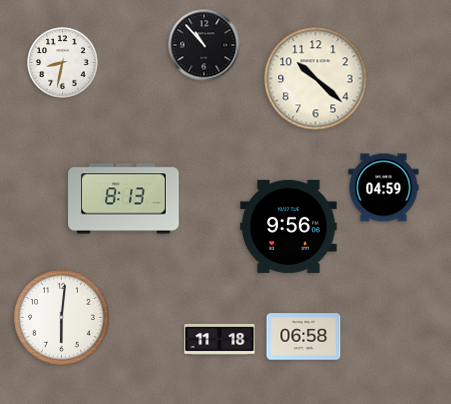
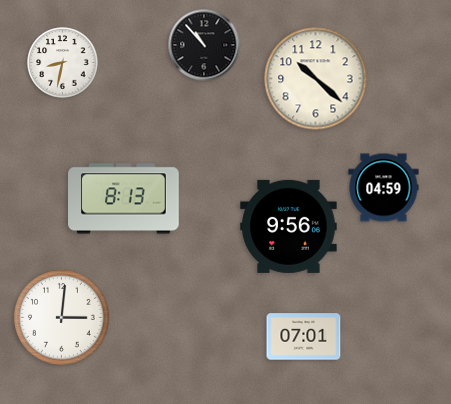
clock at (62, 318): 6:01 -> 3:01
clock at (304, 337): 06:58 -> 07:01
clock at (220, 339): 11:18 -> none
